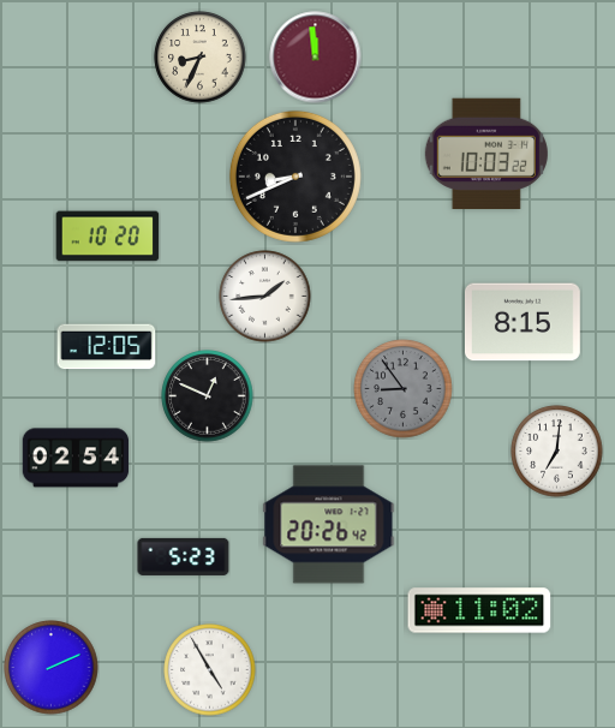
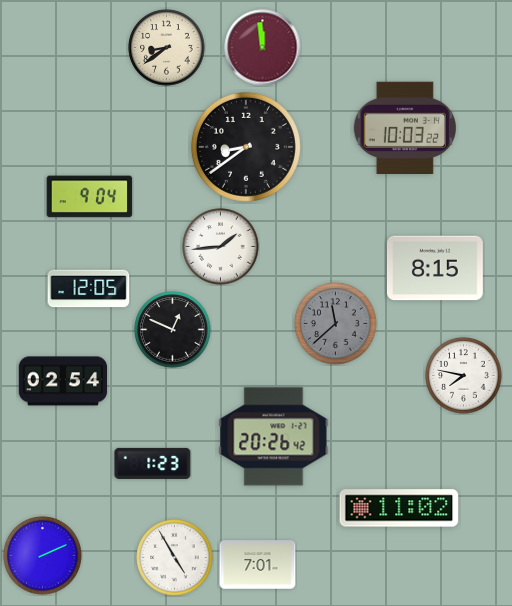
clock at (201, 58): 8:34 -> 8:39
clock at (295, 177): 8:41 -> 8:39
clock at (108, 237): 10:20 -> 9:04
clock at (404, 389): 8:54 -> 11:38
clock at (557, 452): 7:01 -> 7:47
clock at (184, 556): 5:23 -> 1:23
clock at (258, 565): none -> 7:01
